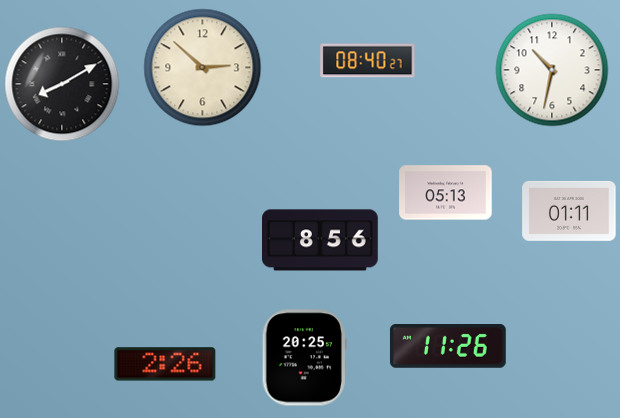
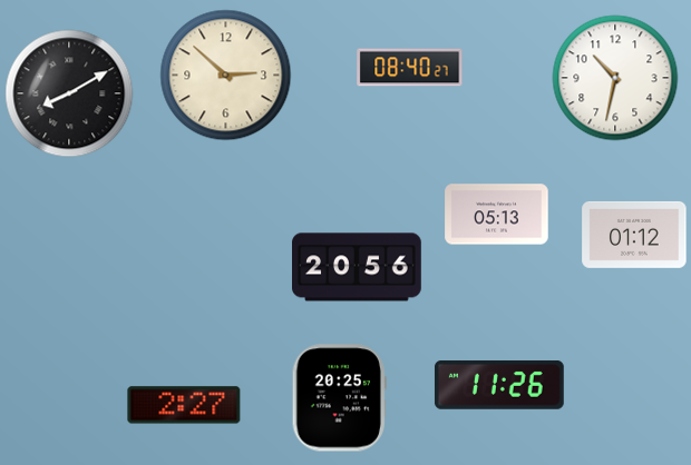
clock at (569, 211): 01:11 -> 01:12
clock at (321, 240): 8:56 -> 20:56
clock at (165, 364): 2:26 -> 2:27
